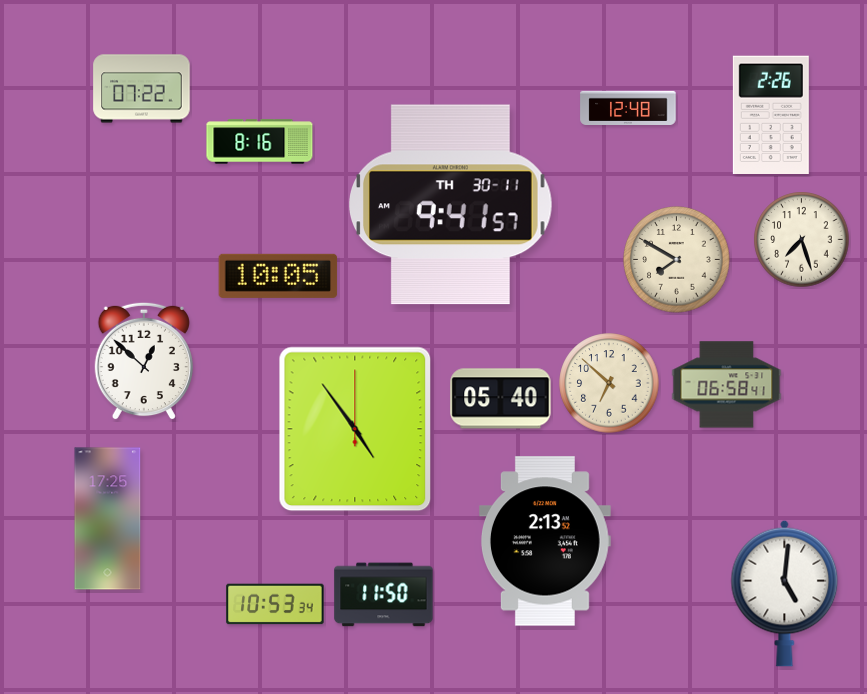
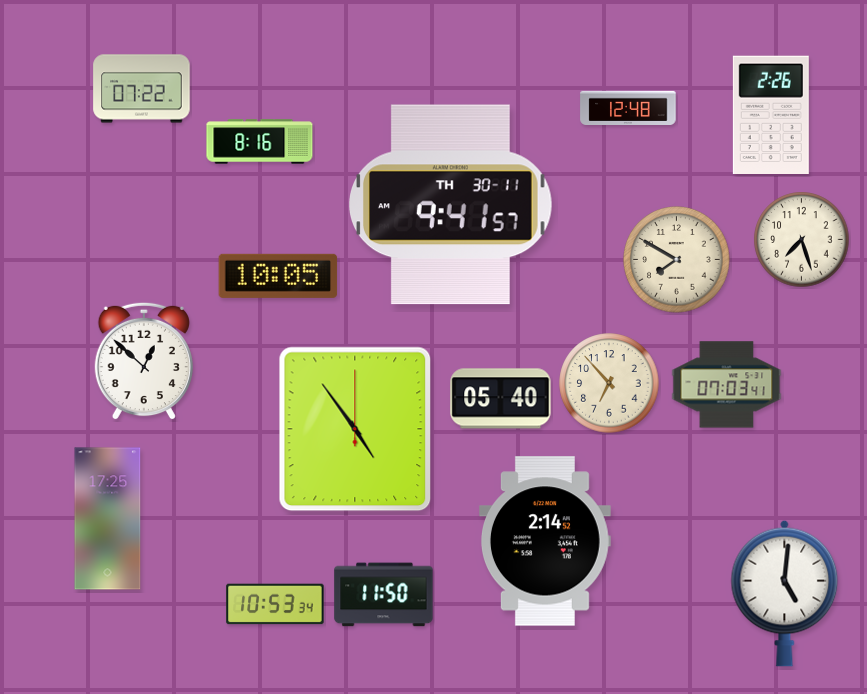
clock at (609, 383): 6:52 -> 6:53
clock at (727, 385): 06:58 -> 07:03
clock at (545, 541): 2:13 -> 2:14
